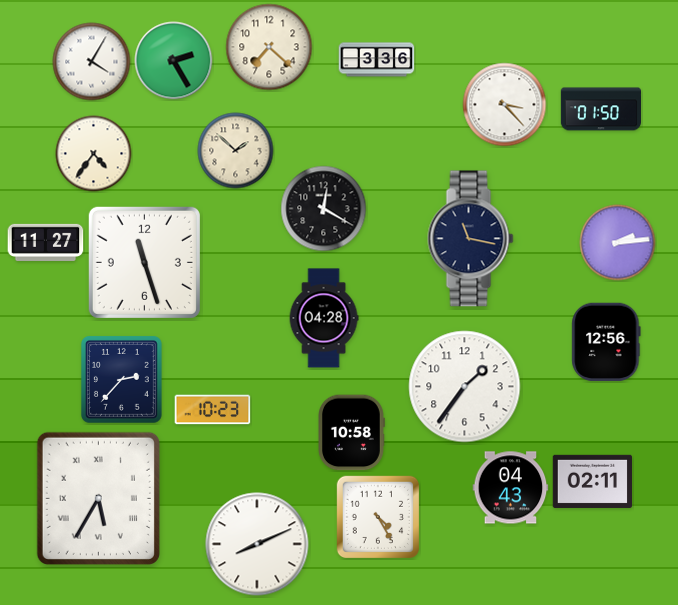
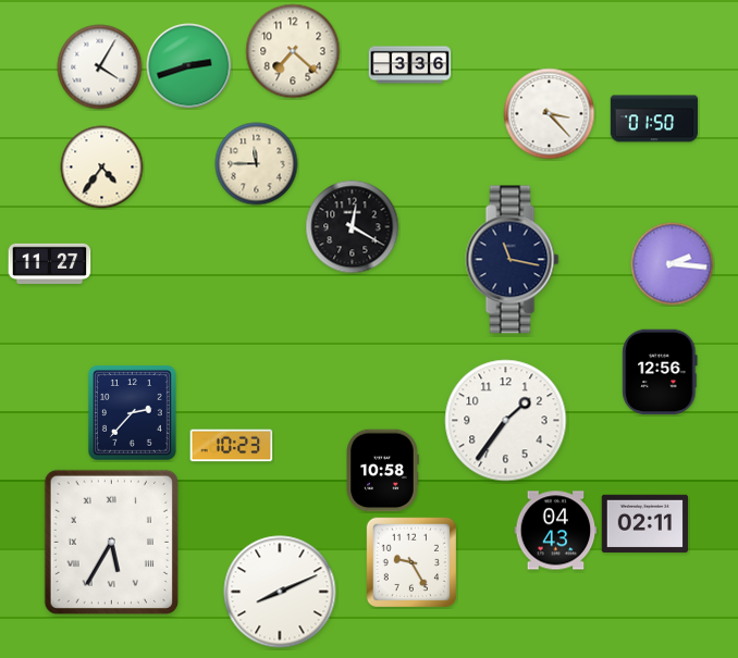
clock at (174, 61): 2:25 -> 2:42
clock at (236, 151): 1:52 -> 11:45
clock at (618, 243): 2:14 -> 2:16
clock at (144, 262): 11:27 -> none
clock at (324, 318): 04:28 -> none
clock at (98, 498) position: (98, 498) -> (111, 542)
clock at (377, 516): 4:25 -> 9:25
